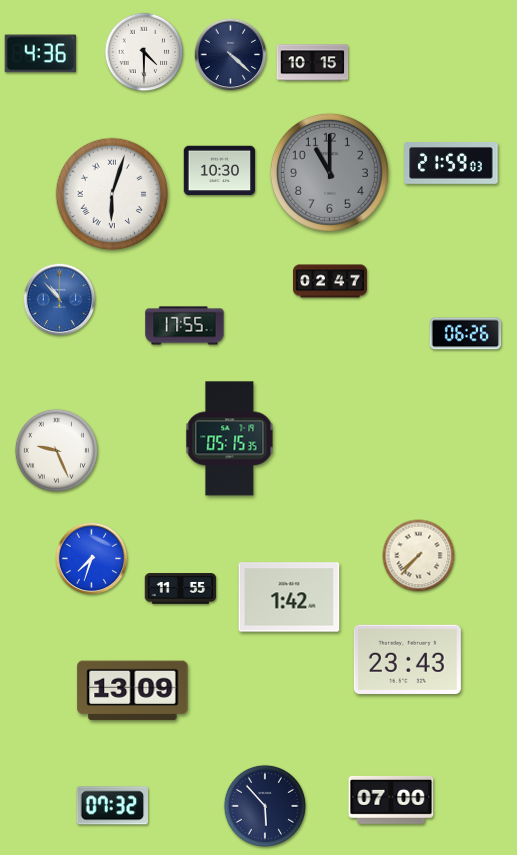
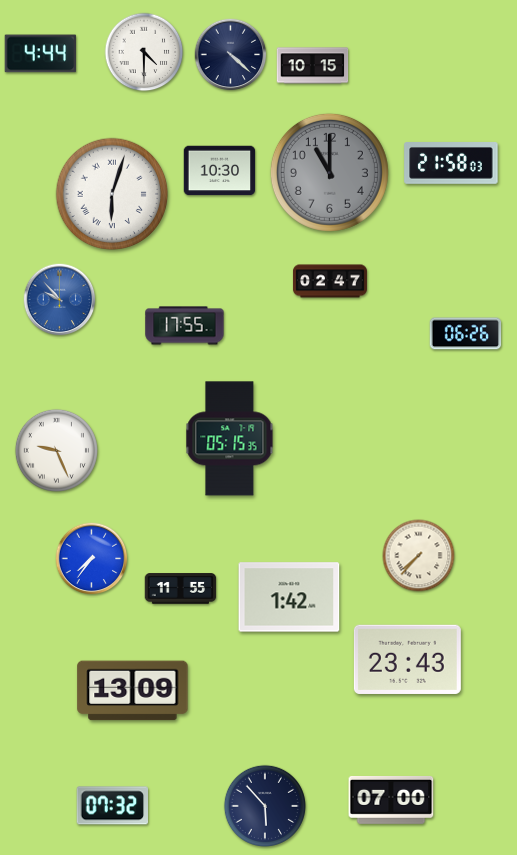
clock at (41, 54): 4:36 -> 4:44
clock at (313, 63) position: (313, 63) -> (313, 66)
clock at (451, 164): 21:59 -> 21:58
clock at (60, 300): 10:53 -> 9:53
clock at (92, 559): 7:33 -> 7:36
